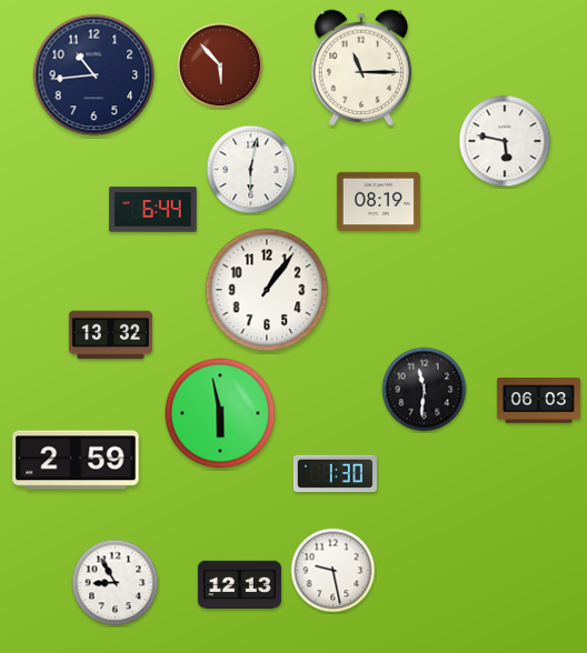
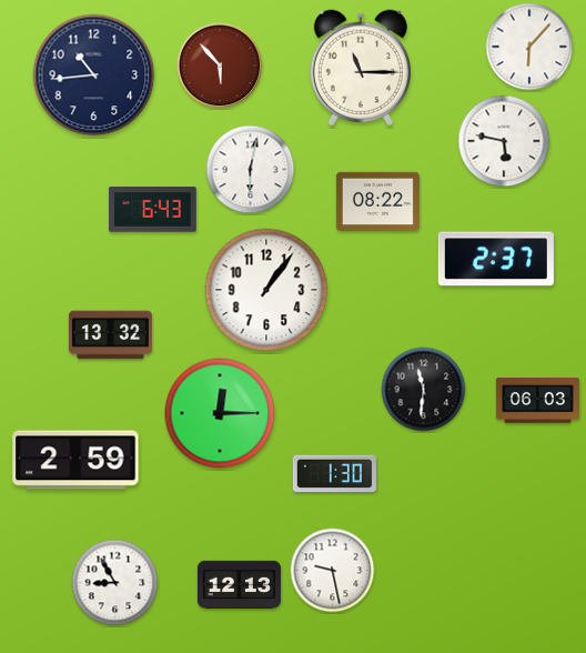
clock at (529, 47): none -> 6:07
clock at (378, 202): 08:19 -> 08:22
clock at (153, 210): 6:44 -> 6:43
clock at (496, 259): none -> 2:37
clock at (220, 413): 5:58 -> 12:15
